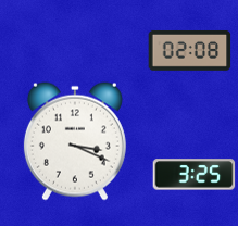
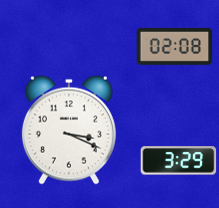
clock at (195, 175): 3:25 -> 3:29
